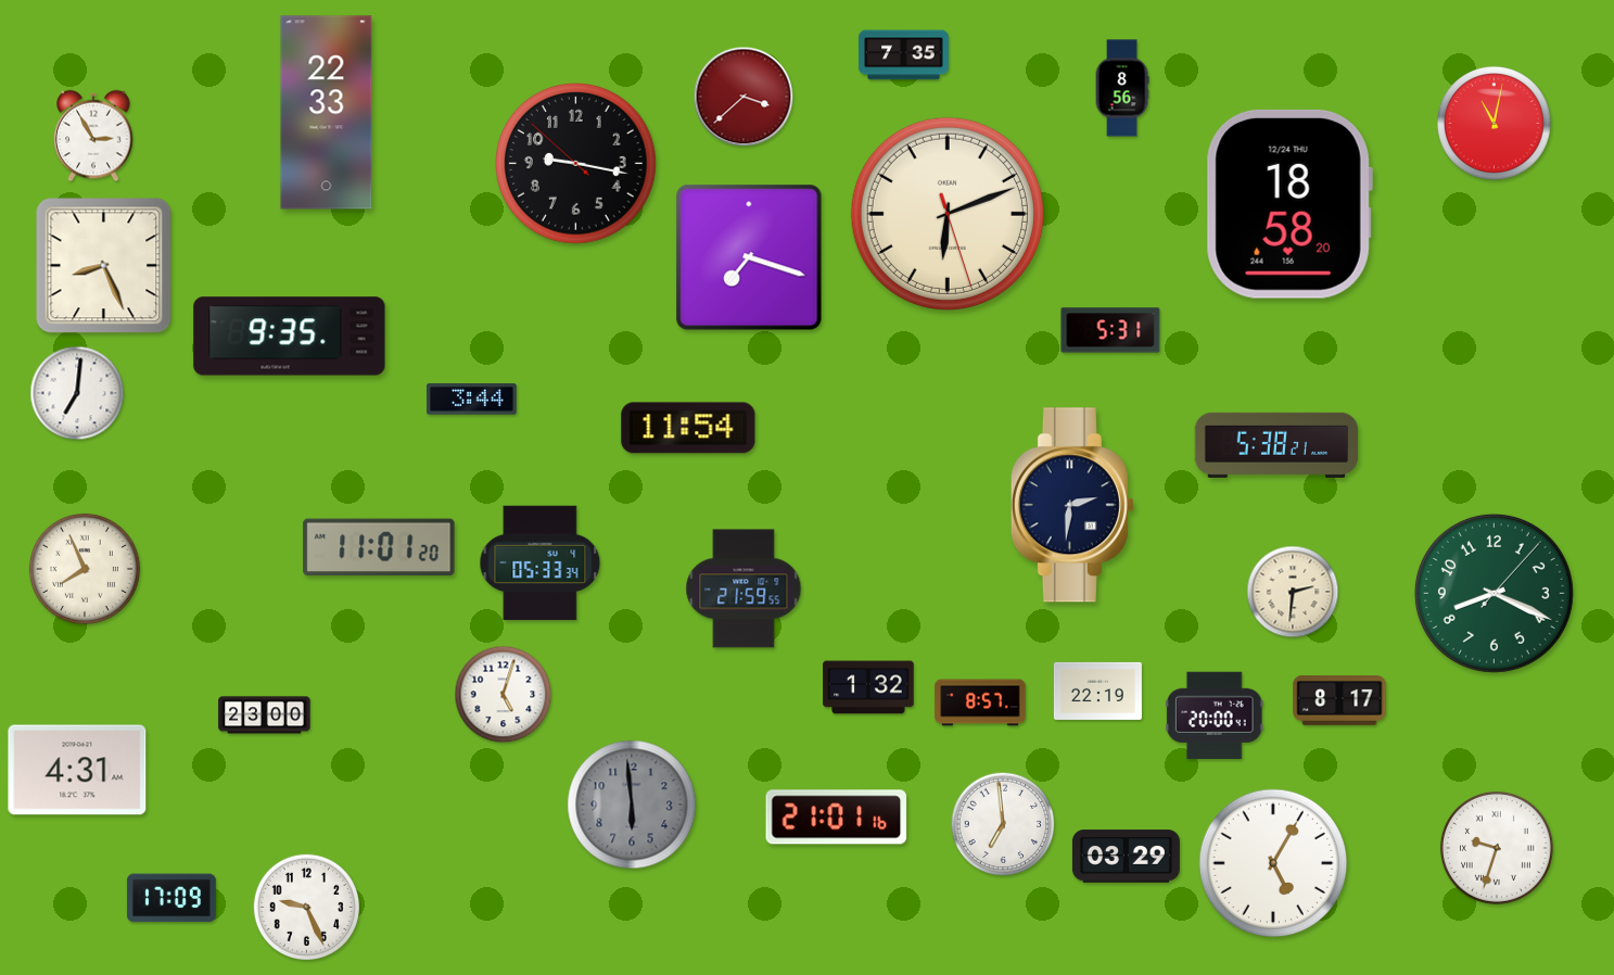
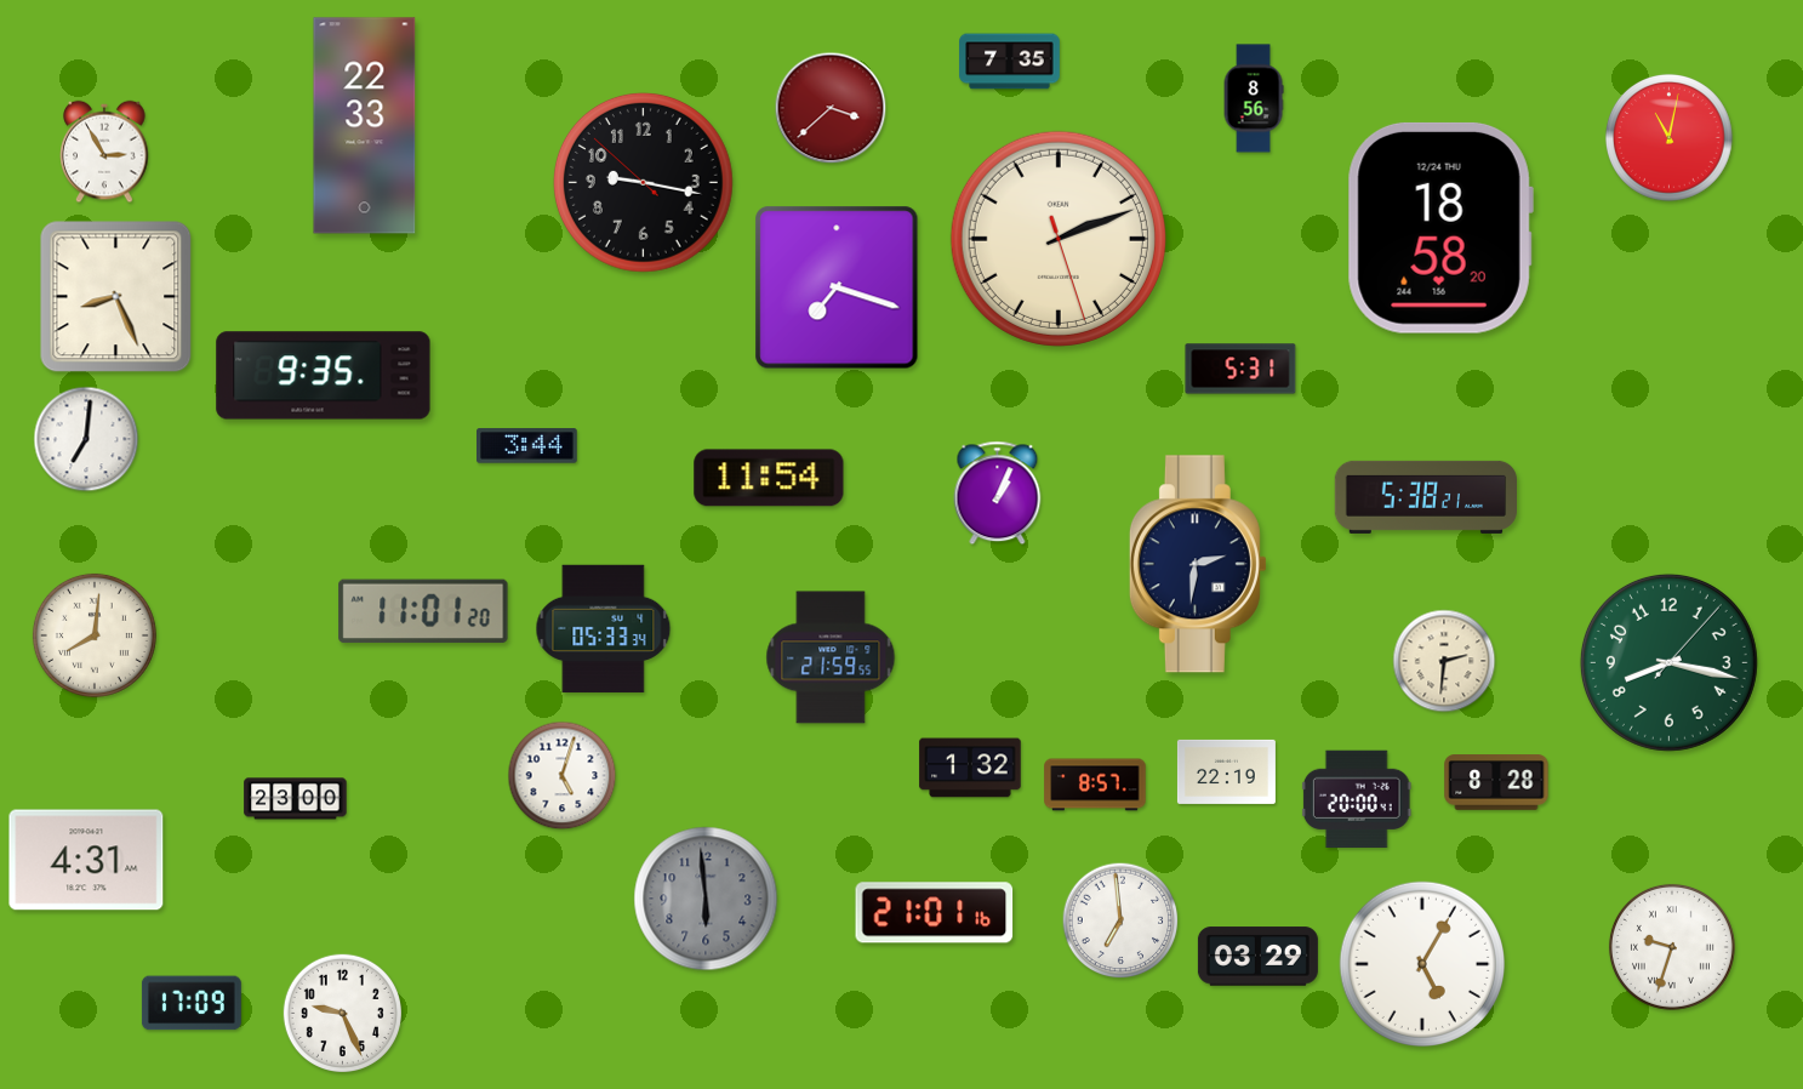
clock at (948, 214): 6:11 -> 2:11
clock at (998, 494): none -> 1:04
clock at (85, 569): 7:56 -> 8:01
clock at (1494, 593): 8:19 -> 8:17
clock at (1339, 700): 8:17 -> 8:28
